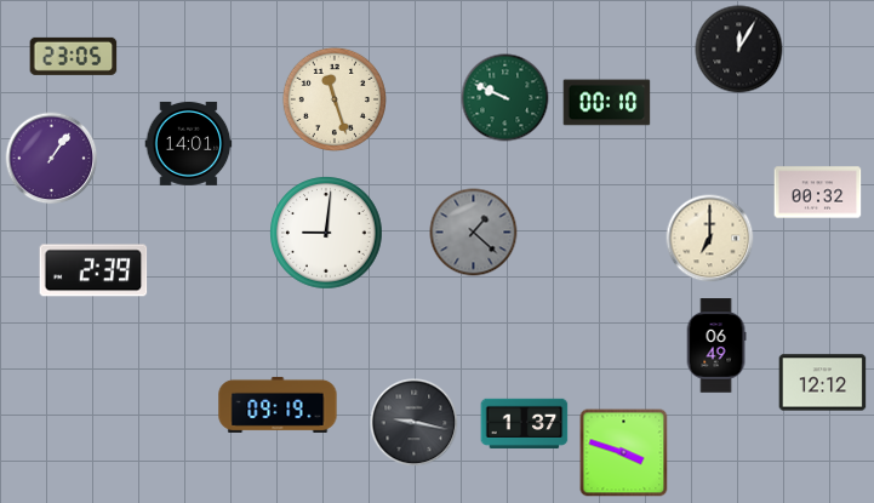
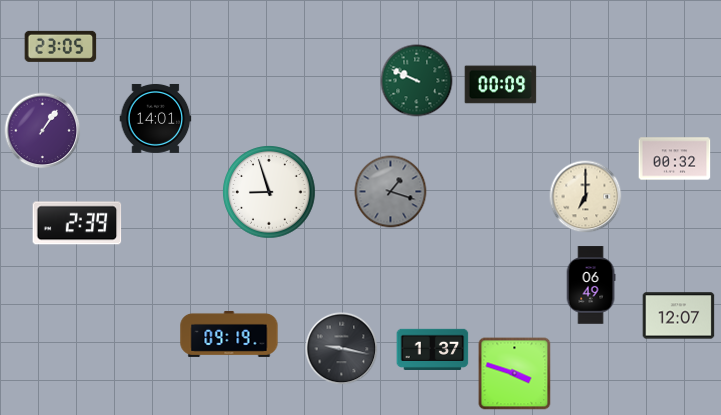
clock at (739, 50): 12:05 -> none
clock at (335, 99): 11:27 -> none
clock at (607, 103): 00:10 -> 00:09
clock at (326, 233): 9:01 -> 8:57
clock at (474, 233): 1:22 -> 1:18
clock at (823, 383): 12:12 -> 12:07
